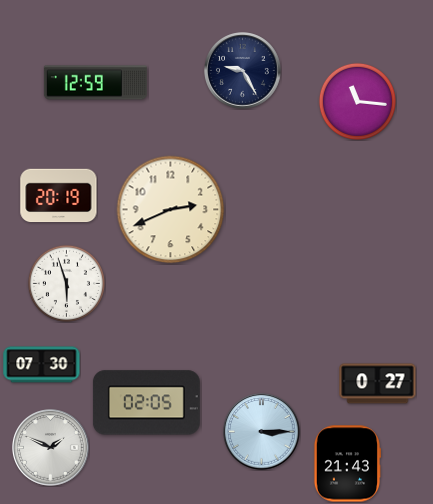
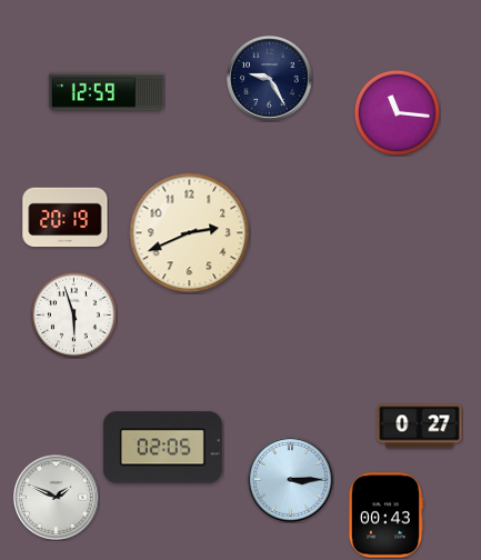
clock at (42, 365): 07:30 -> none
clock at (346, 464): 21:43 -> 00:43
